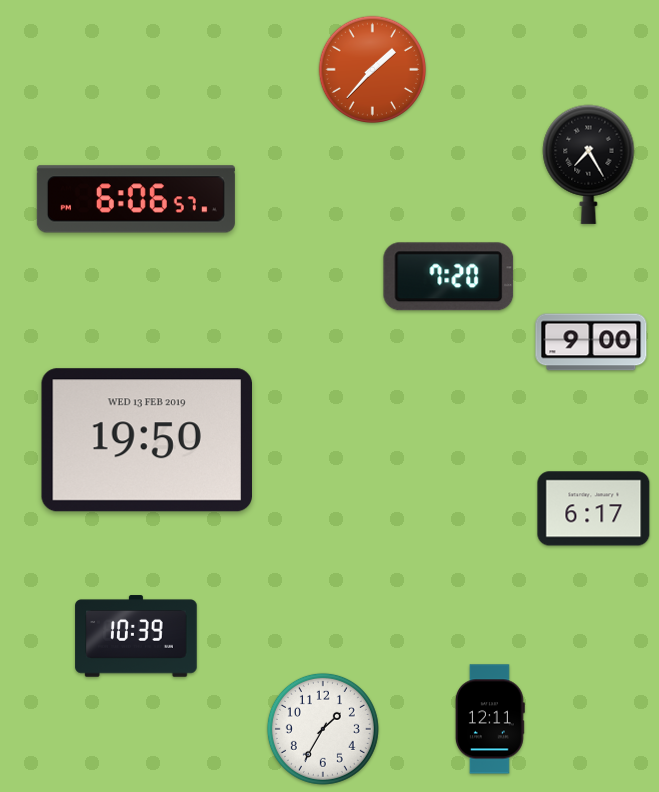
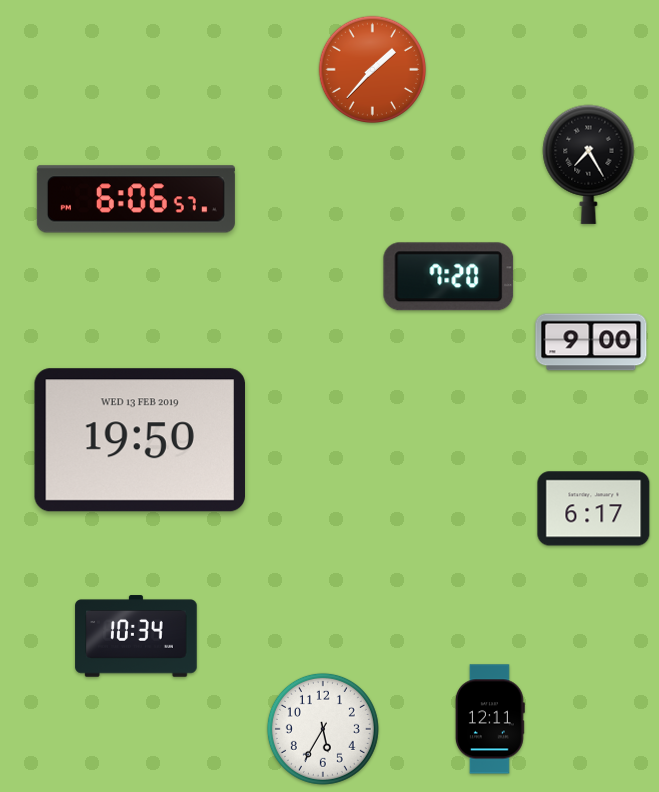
clock at (146, 440) position: (146, 440) -> (139, 440)
clock at (136, 636): 10:39 -> 10:34
clock at (323, 729): 1:35 -> 5:35
